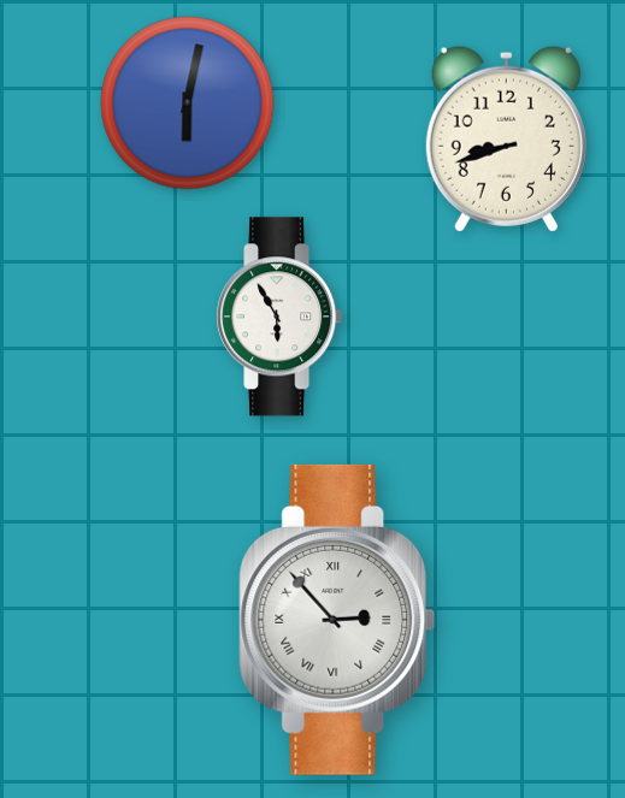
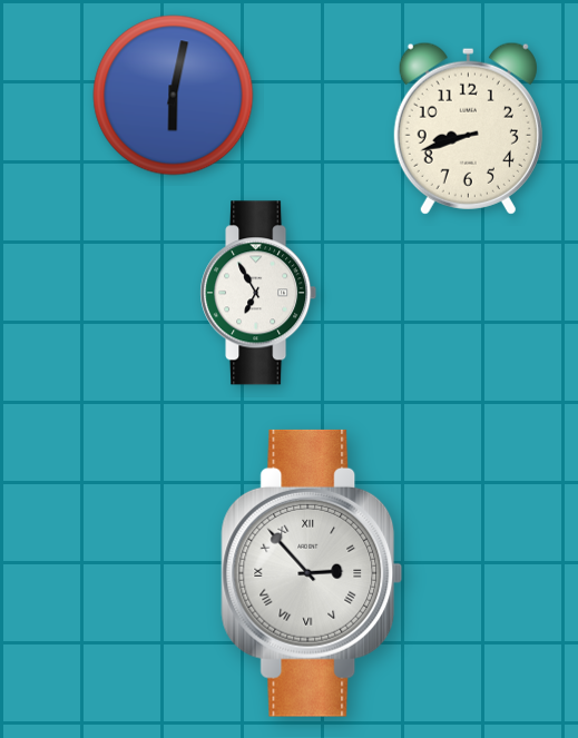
clock at (279, 317): 5:55 -> 6:55
